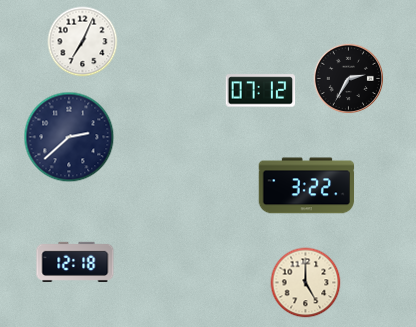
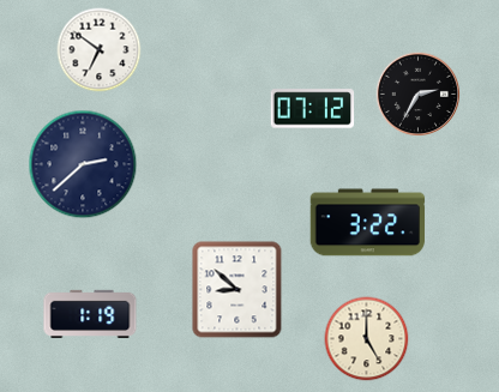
clock at (83, 42): 7:04 -> 6:51
clock at (238, 290): none -> 8:52
clock at (75, 262): 12:18 -> 1:19
